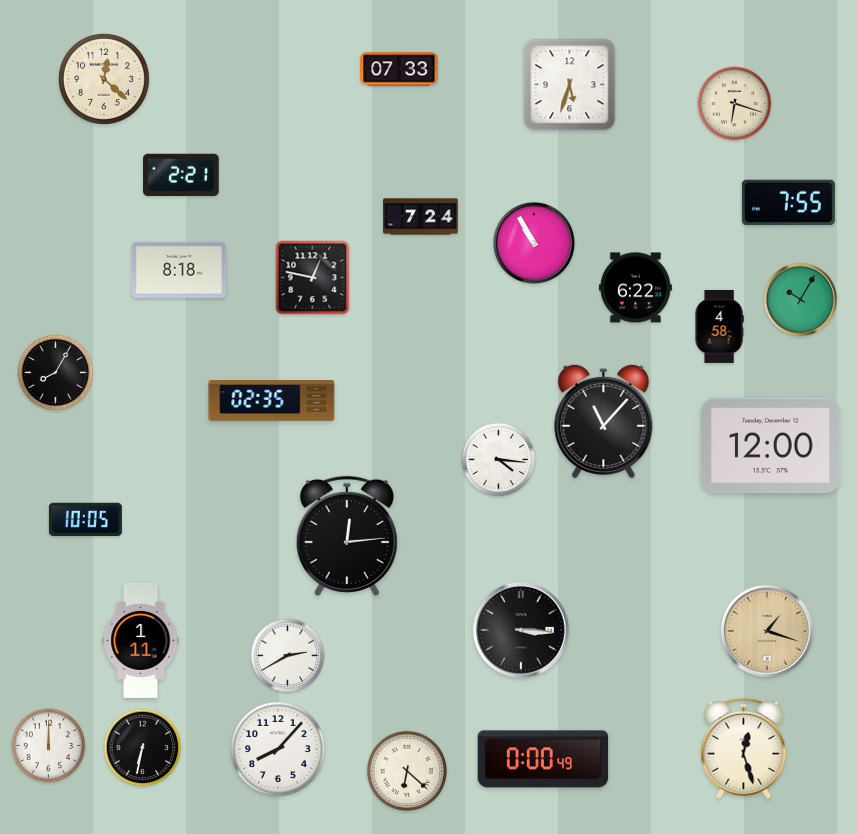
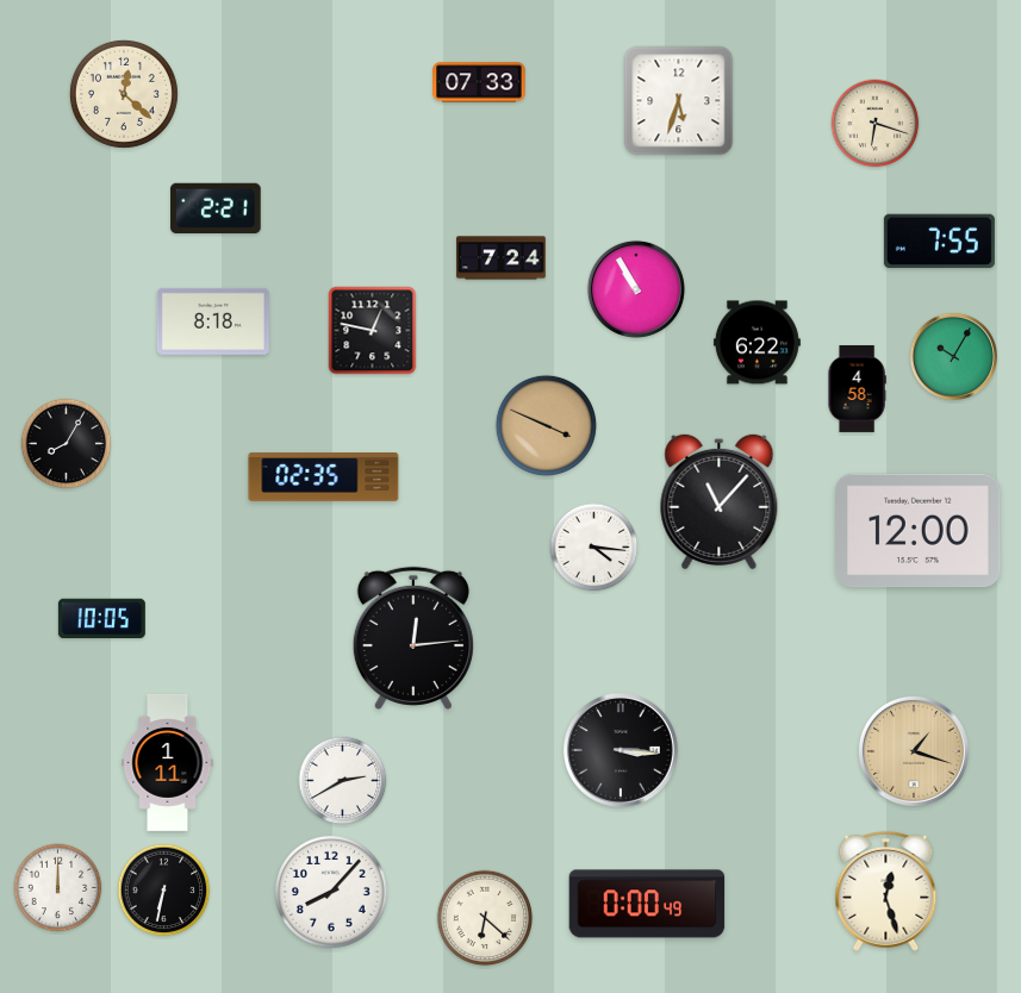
clock at (399, 69) position: (399, 69) -> (479, 82)
clock at (546, 425): none -> 3:49
clock at (143, 748) position: (143, 748) -> (164, 891)
